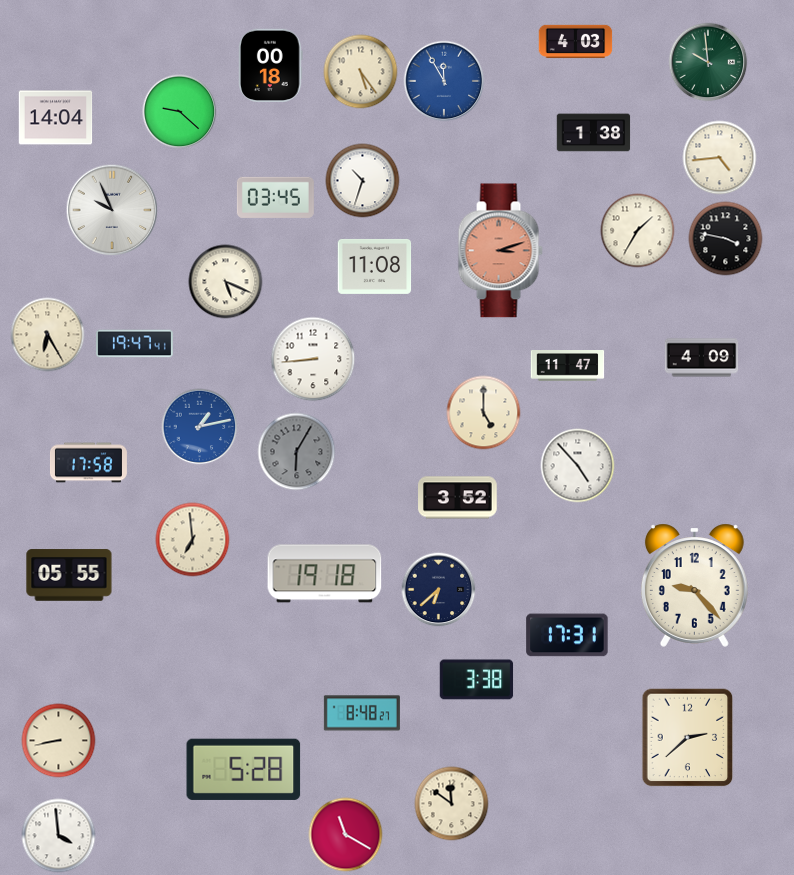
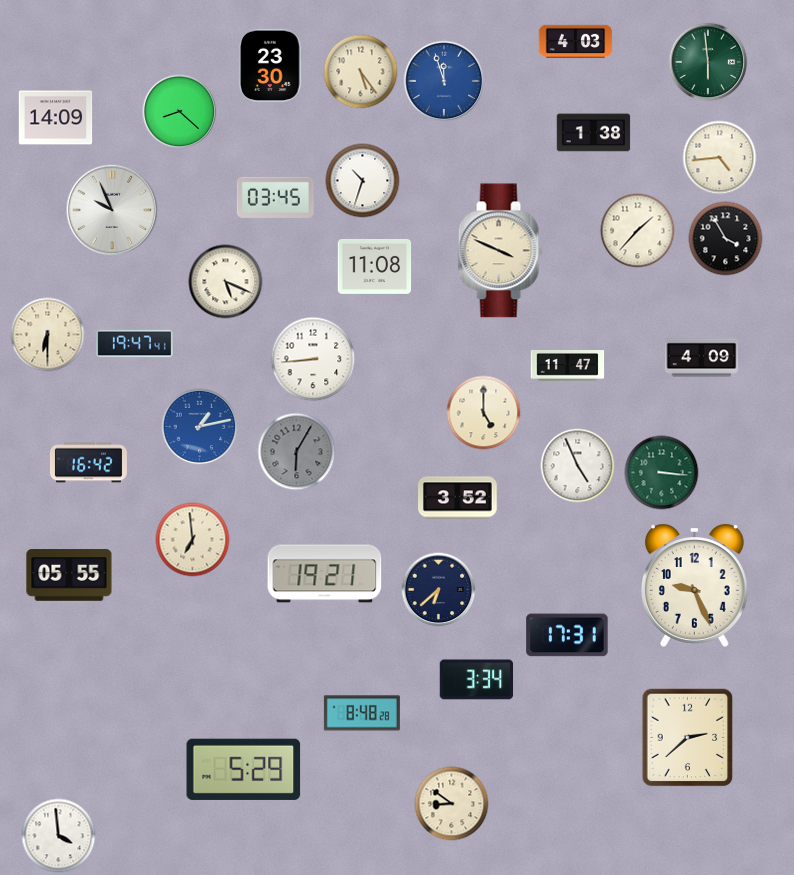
clock at (708, 62): 9:59 -> 5:59
clock at (271, 66): 00:18 -> 23:30
clock at (444, 81): 11:55 -> 11:57
clock at (180, 112): 9:22 -> 8:22
clock at (56, 118): 14:04 -> 14:09
clock at (638, 231): 1:35 -> 1:37
clock at (726, 239): 3:47 -> 3:55
clock at (500, 251): 3:12 -> 3:49
clock at (500, 251) dial: salmon -> cream
clock at (48, 335): 6:25 -> 6:30
clock at (88, 463): 17:58 -> 16:42
clock at (578, 466): 4:53 -> 4:56
clock at (662, 473): none -> 3:16
clock at (325, 574): 19:18 -> 19:21
clock at (694, 585): 9:23 -> 9:26
clock at (477, 680): 3:38 -> 3:34
clock at (362, 713): 8:48:27 -> 8:48:28
clock at (59, 741): 8:43 -> none
clock at (244, 769): 5:28 -> 5:29
clock at (452, 804): 11:51 -> 8:51
clock at (346, 835): 11:20 -> none
